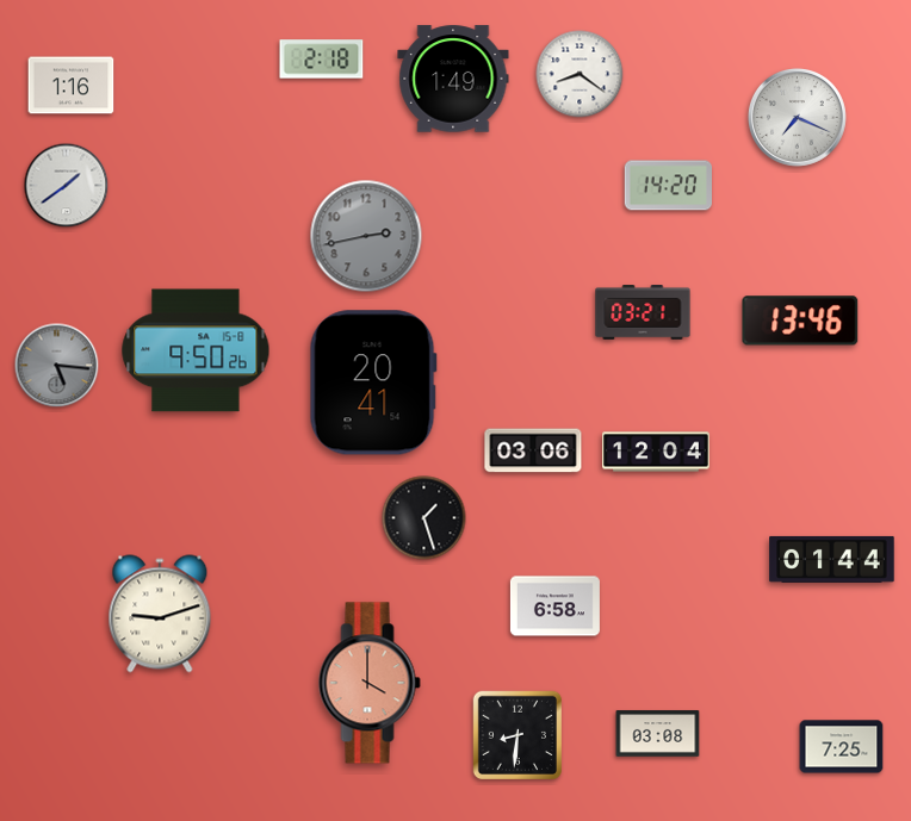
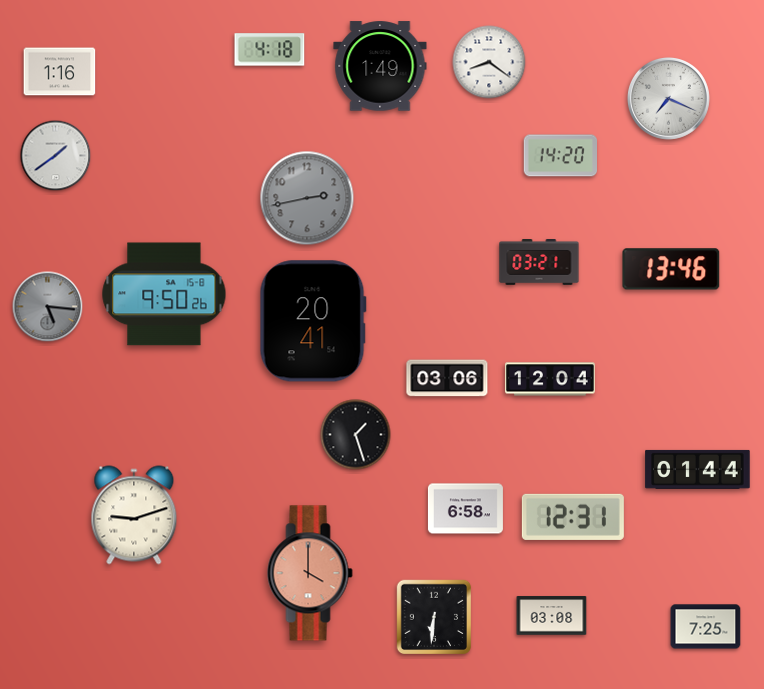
clock at (322, 60): 2:18 -> 4:18
clock at (580, 74) position: (580, 74) -> (489, 62)
clock at (573, 517): none -> 12:31
clock at (518, 735): 8:31 -> 6:31
